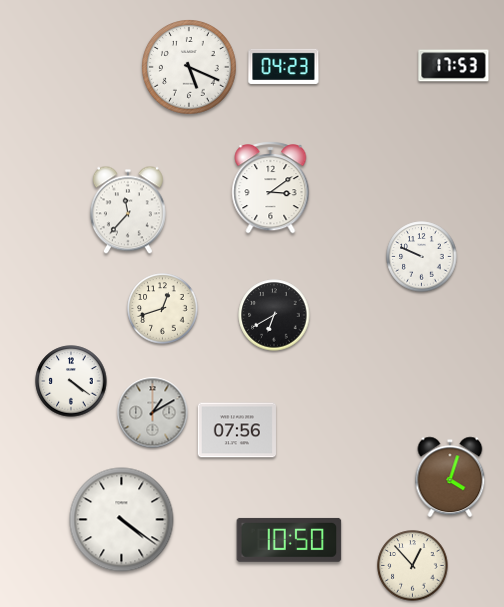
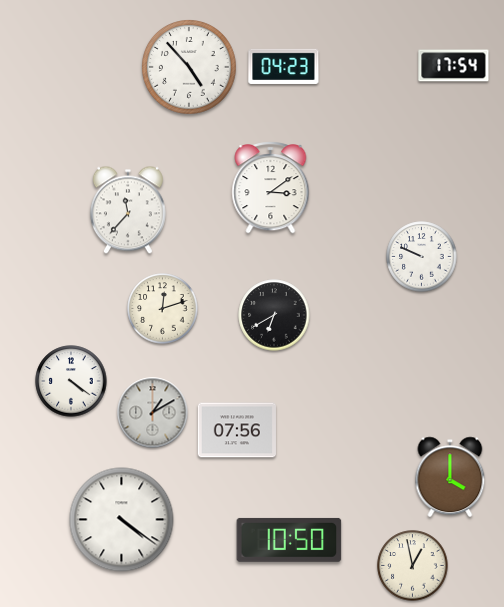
clock at (454, 66): 17:53 -> 17:54
clock at (190, 68): 5:19 -> 4:53
clock at (163, 309): 12:42 -> 12:12
clock at (450, 477): 4:03 -> 4:00
clock at (413, 566): 12:53 -> 12:58
